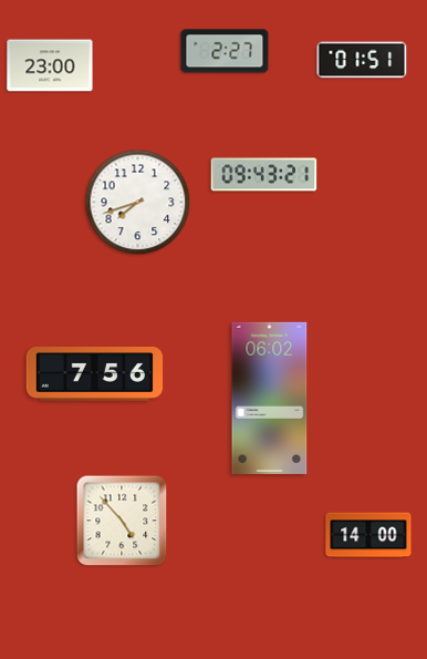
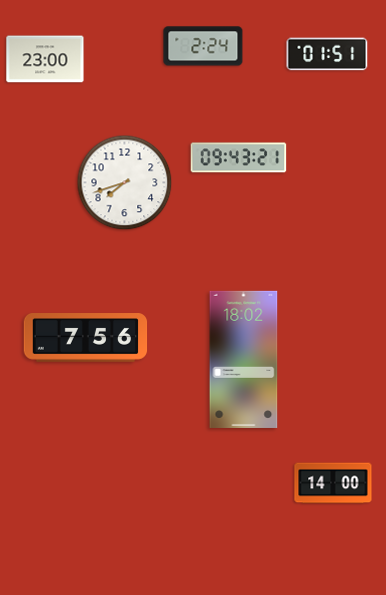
clock at (225, 51): 2:27 -> 2:24
clock at (270, 398): 06:02 -> 18:02
clock at (122, 521): 4:53 -> none
